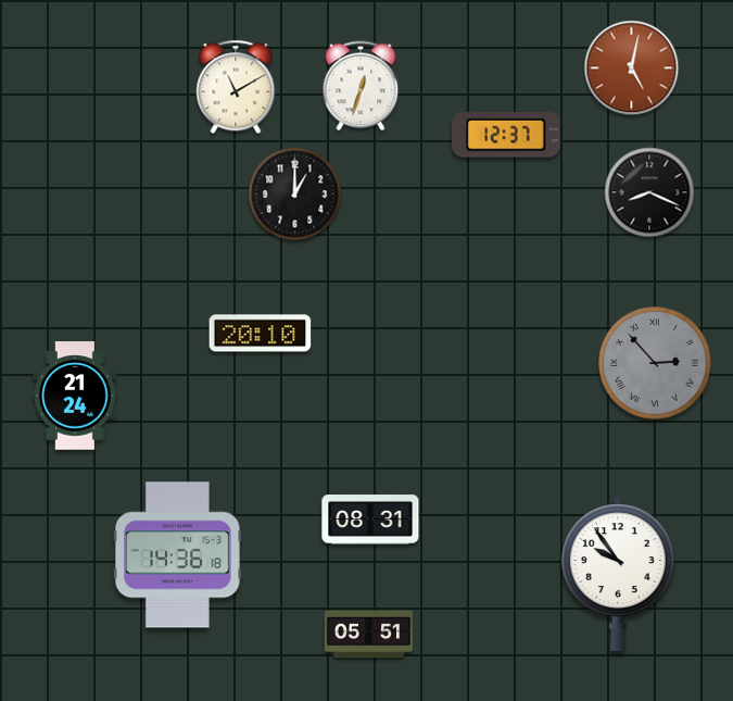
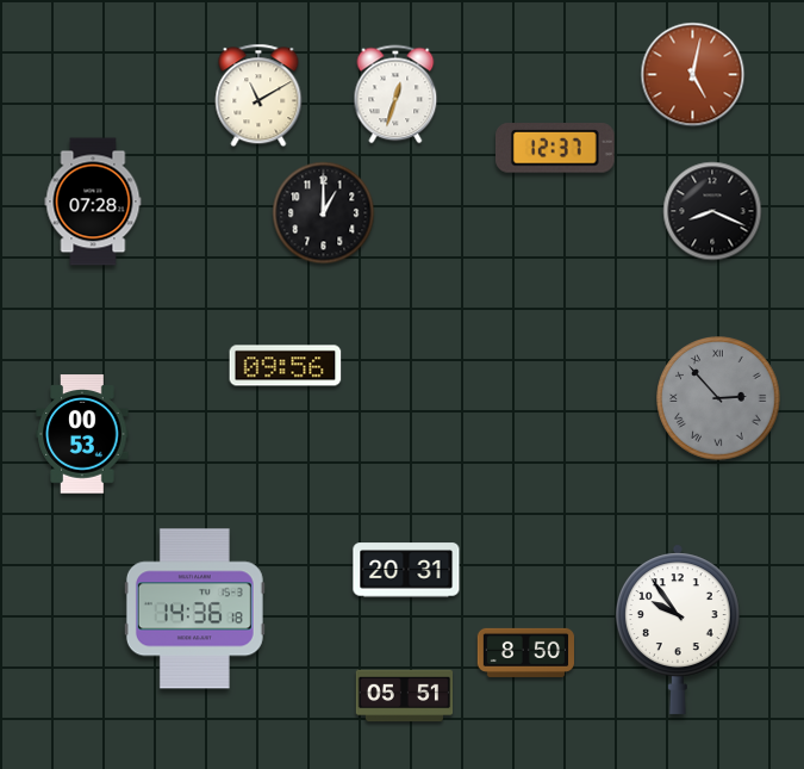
clock at (93, 201): none -> 07:28
clock at (261, 334): 20:10 -> 09:56
clock at (75, 396): 21:24 -> 00:53
clock at (370, 520): 08:31 -> 20:31
clock at (526, 652): none -> 8:50
